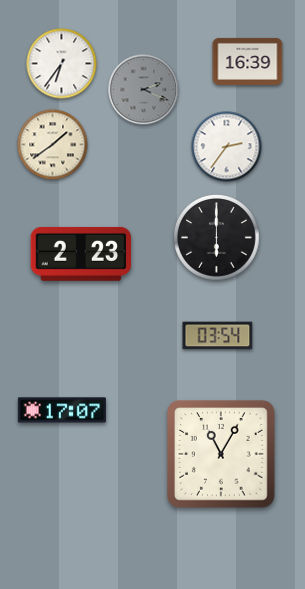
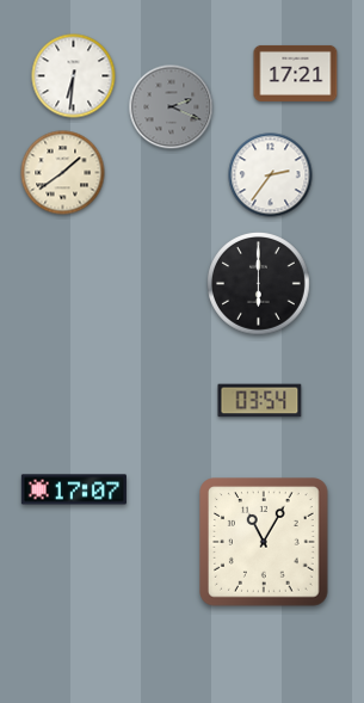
clock at (248, 61): 16:39 -> 17:21
clock at (62, 64): 6:36 -> 6:31
clock at (81, 254): 2:23 -> none
